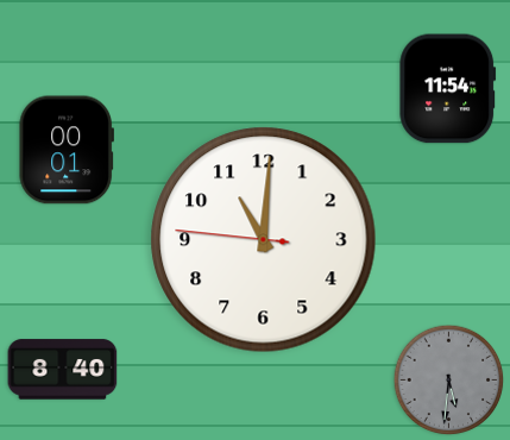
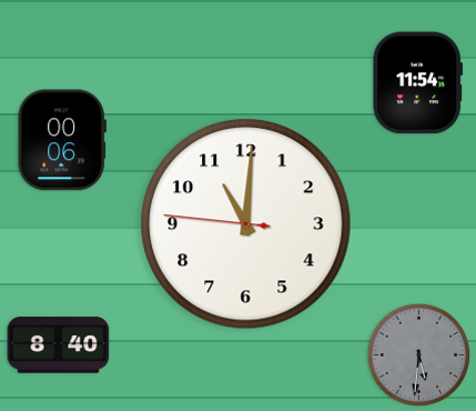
clock at (65, 150): 00:01 -> 00:06
